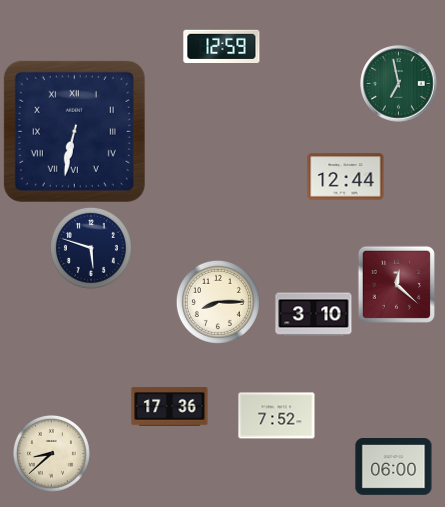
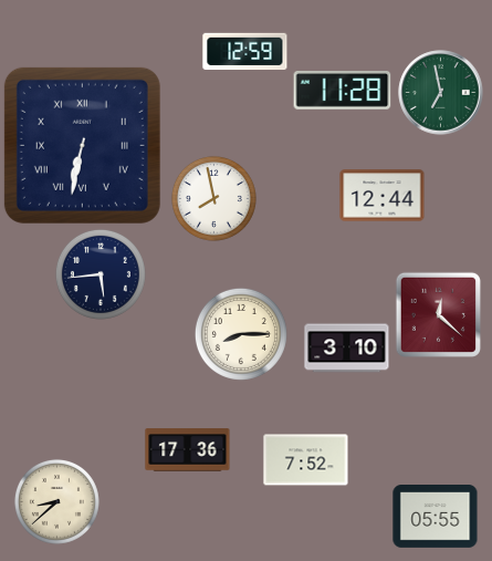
clock at (343, 91): none -> 11:28
clock at (213, 198): none -> 7:58
clock at (91, 248): 5:48 -> 5:44
clock at (394, 467): 06:00 -> 05:55
